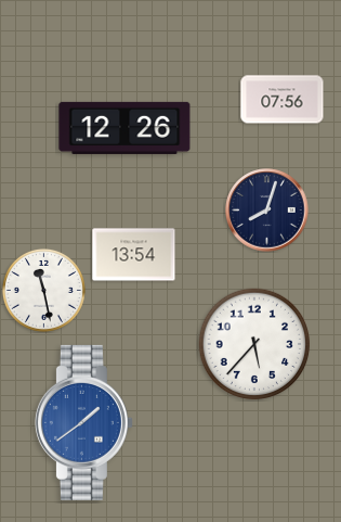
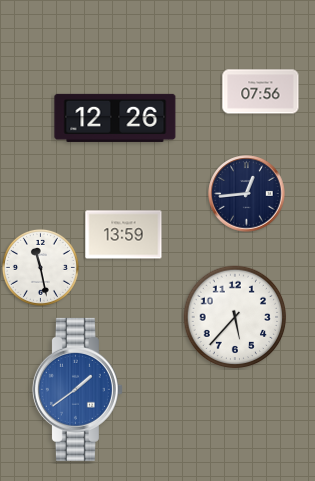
clock at (267, 211): 8:03 -> 12:44
clock at (134, 255): 13:54 -> 13:59
